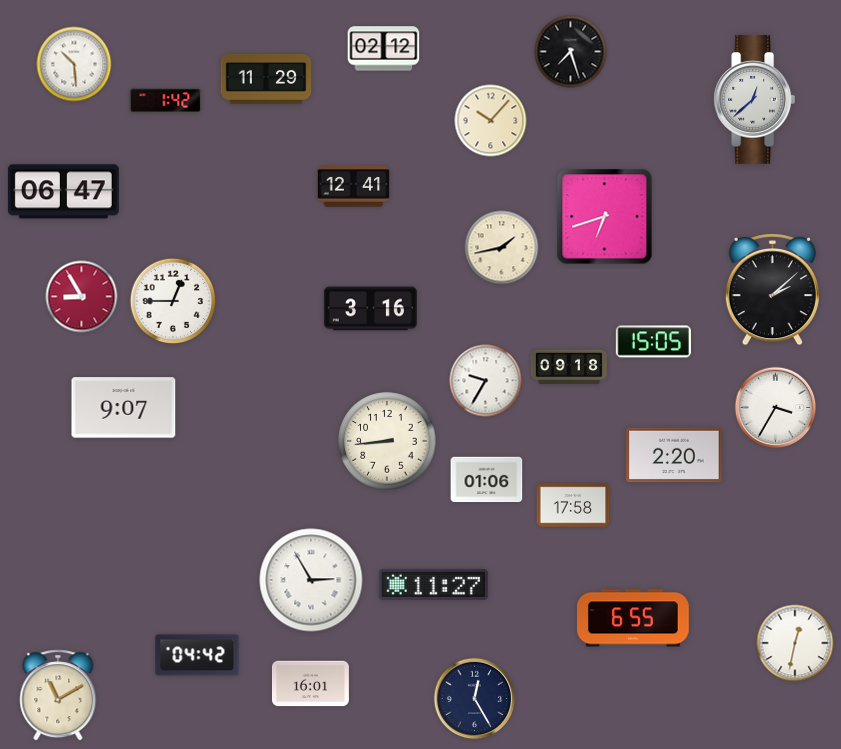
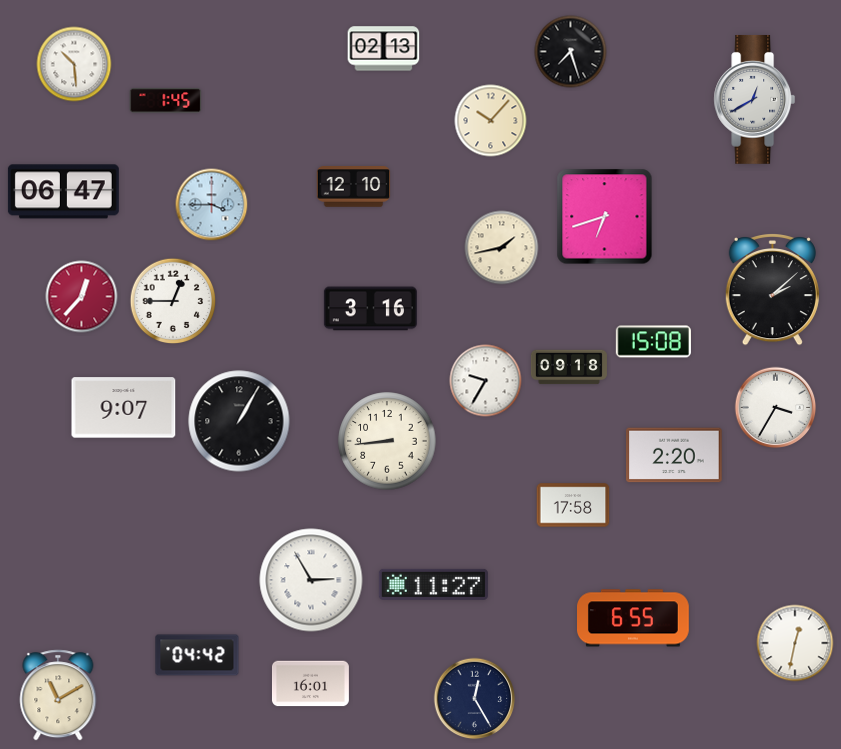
clock at (384, 49): 02:12 -> 02:13
clock at (266, 80): 11:29 -> none
clock at (755, 99): 12:38 -> 12:40
clock at (166, 101): 1:42 -> 1:45
clock at (354, 187): 12:41 -> 12:10
clock at (212, 205): none -> 3:45
clock at (82, 297): 8:55 -> 12:37
clock at (653, 342): 15:05 -> 15:08
clock at (239, 421): none -> 1:05
clock at (487, 480): 01:06 -> none
